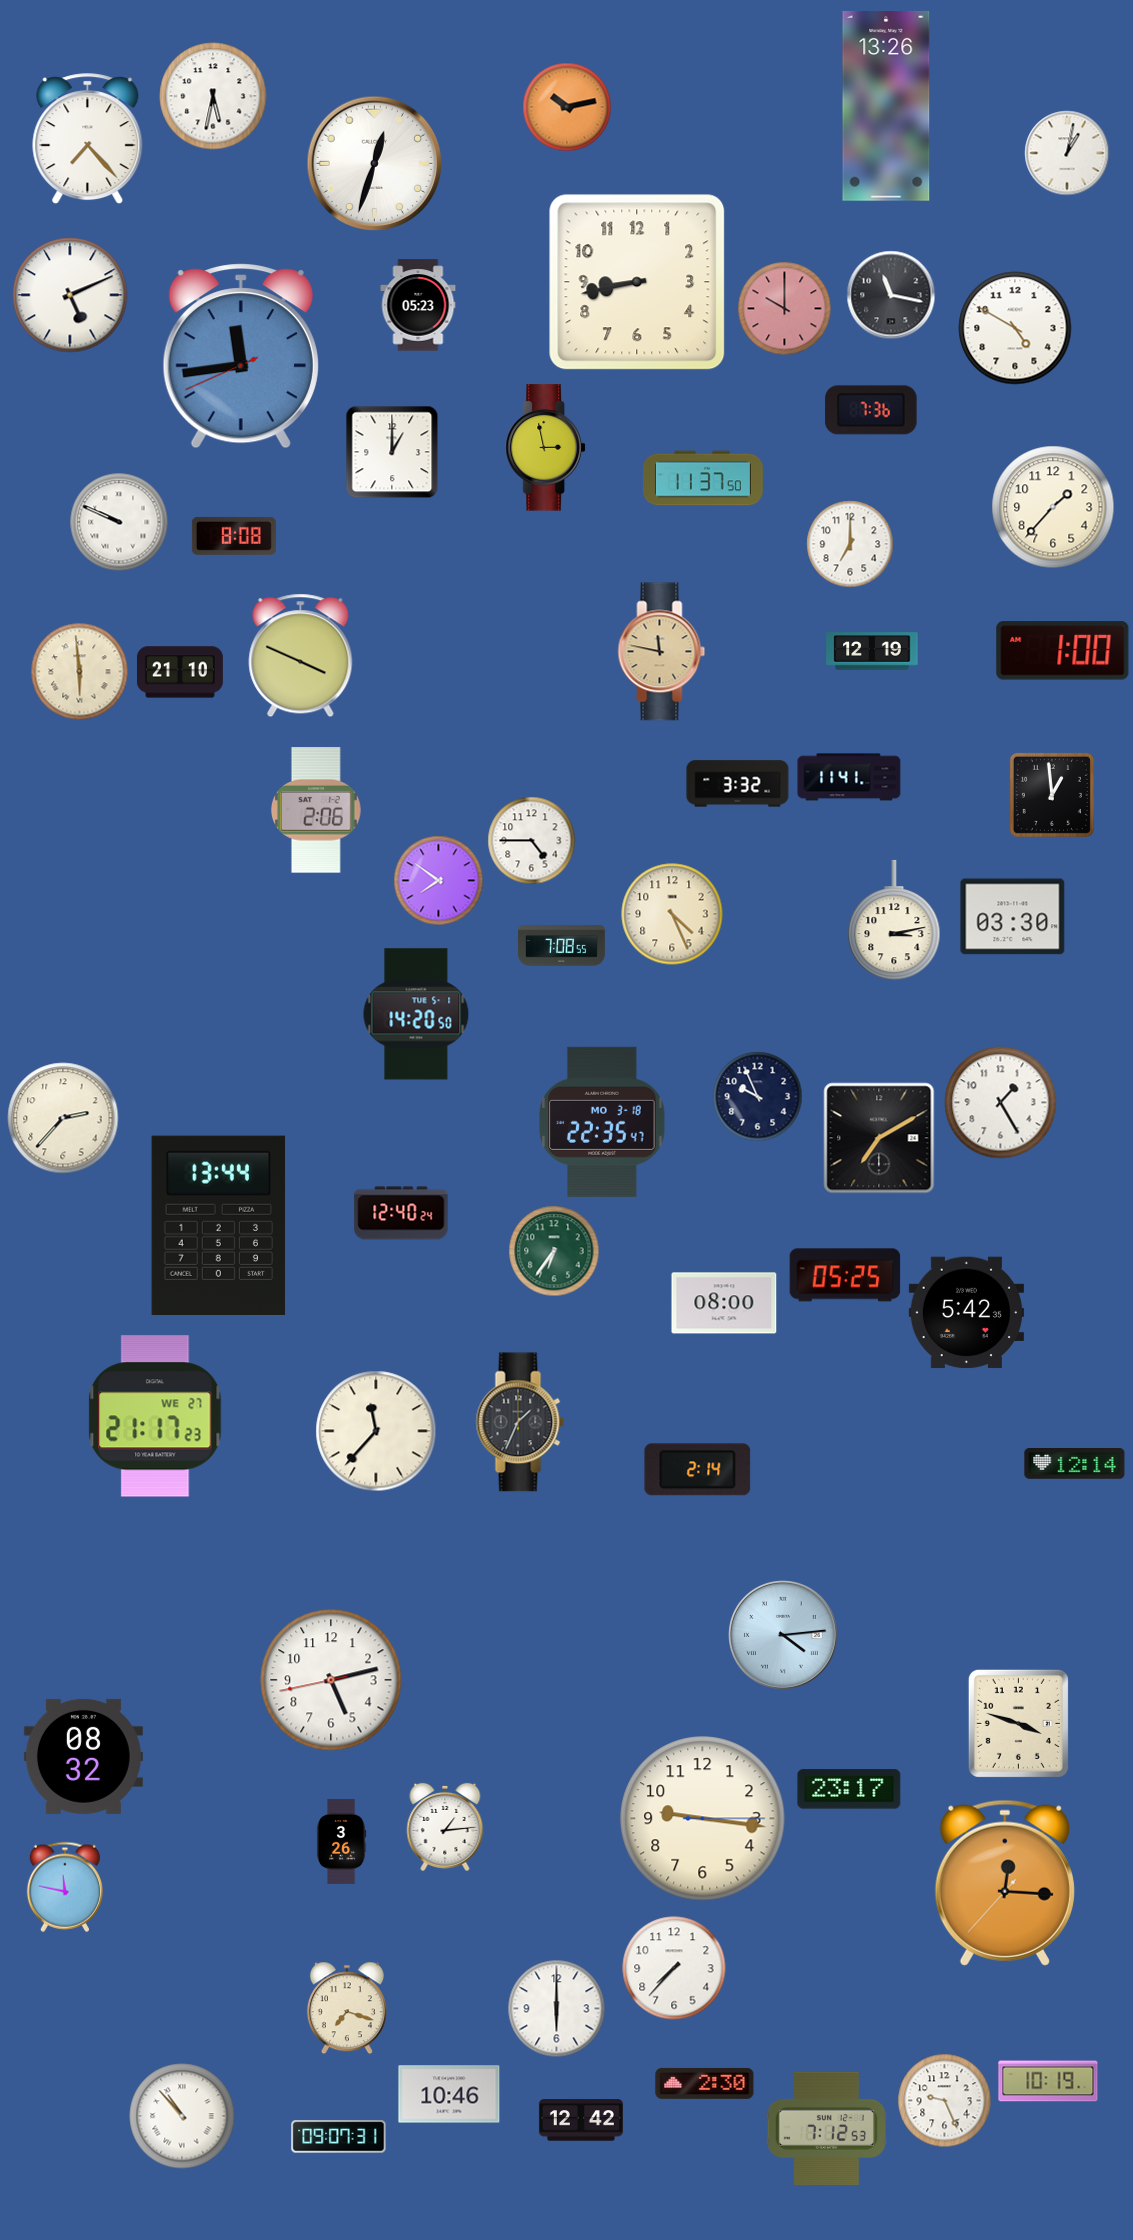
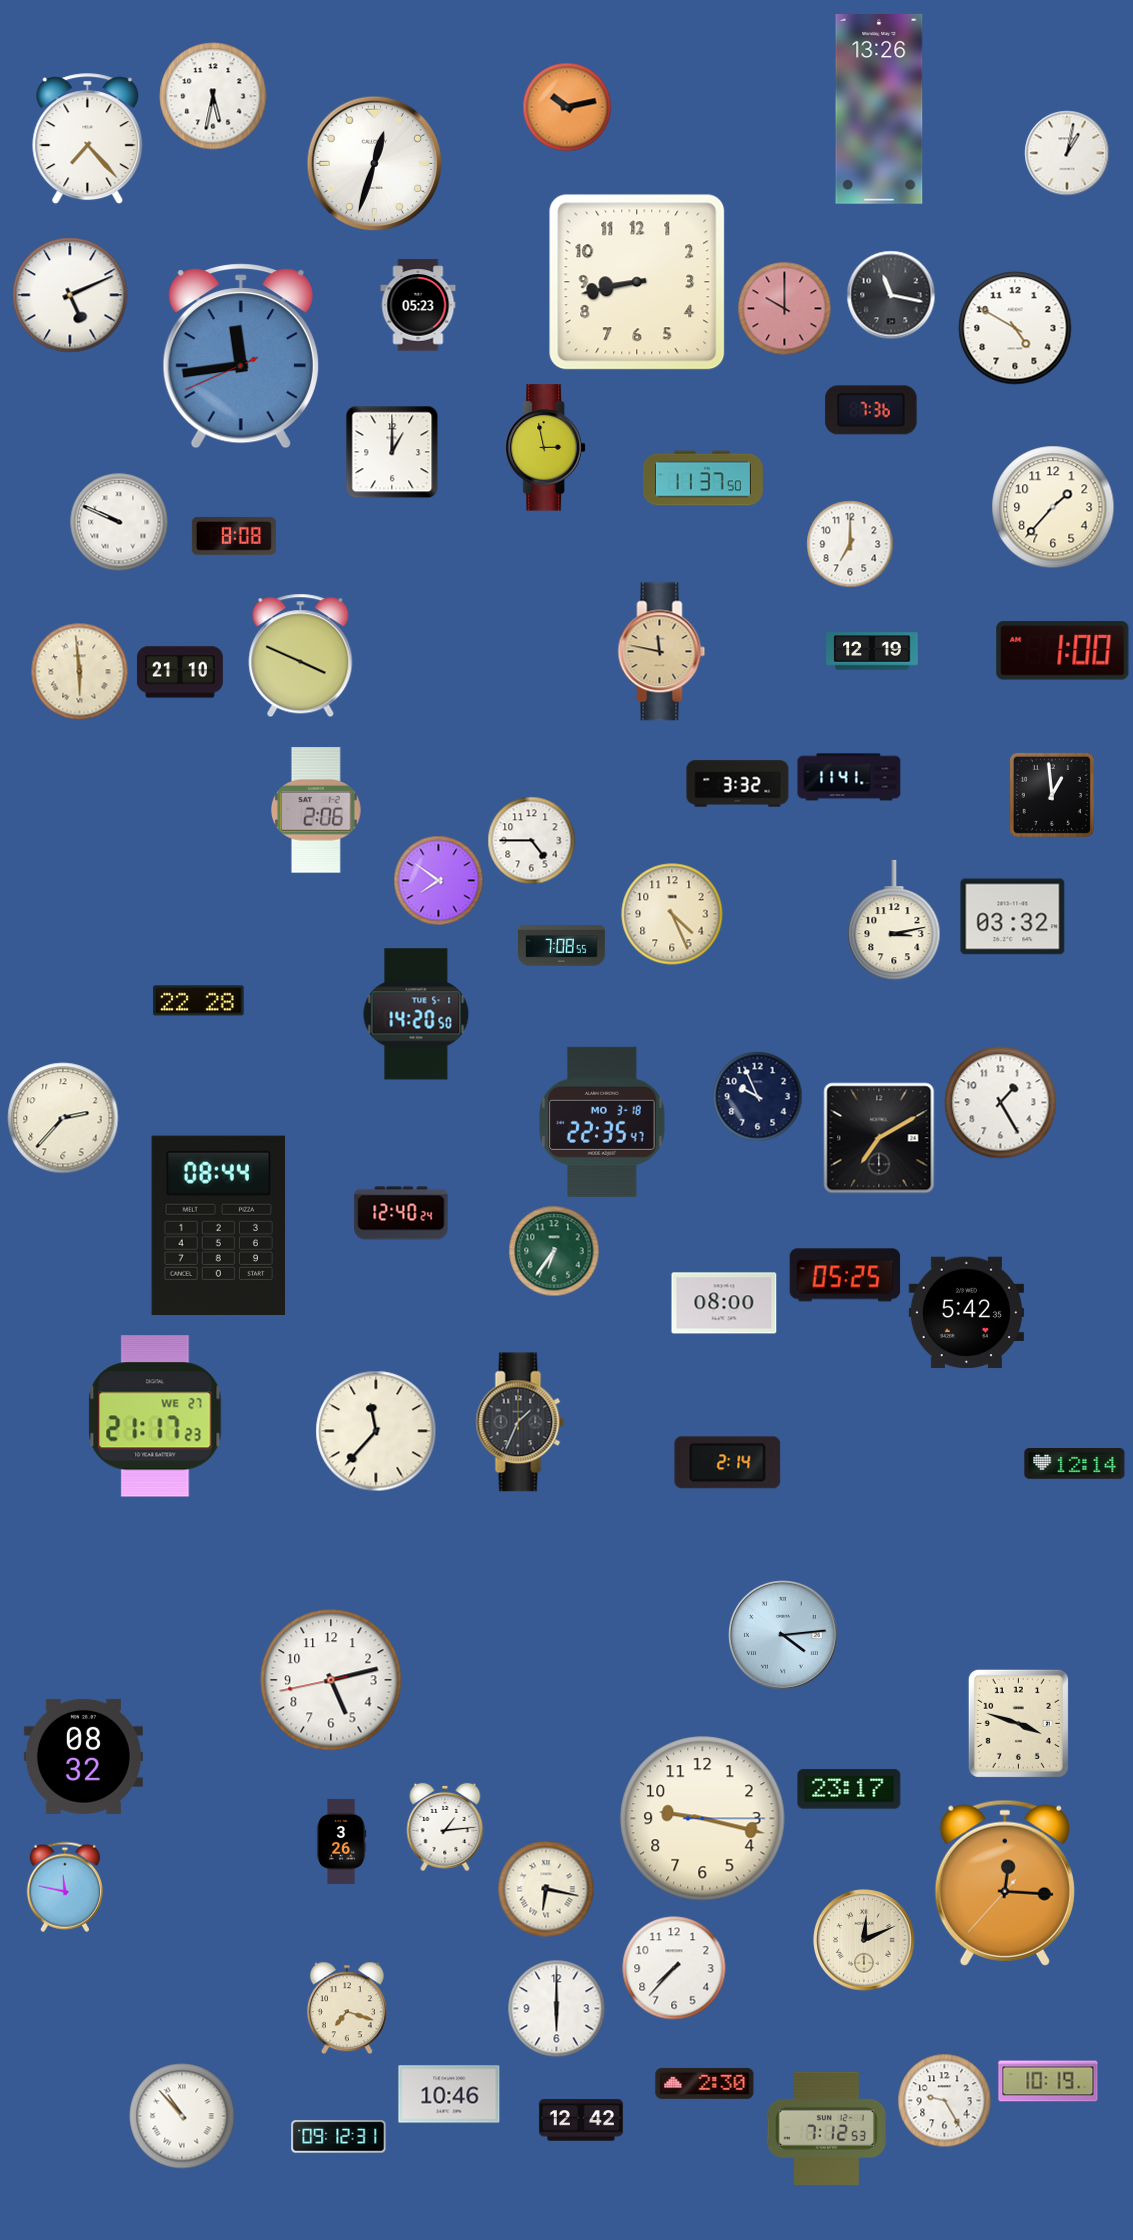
clock at (886, 106) position: (886, 106) -> (879, 109)
clock at (1013, 917): 03:30 -> 03:32
clock at (199, 1001): none -> 22:28
clock at (219, 1225): 13:44 -> 08:44
clock at (698, 1470) position: (698, 1470) -> (728, 1463)
clock at (703, 1819): 9:16 -> 9:17
clock at (546, 1889): none -> 6:17
clock at (864, 1940): none -> 12:11
clock at (945, 2101): 9:26 -> 9:25
clock at (339, 2137): 09:07 -> 09:12
